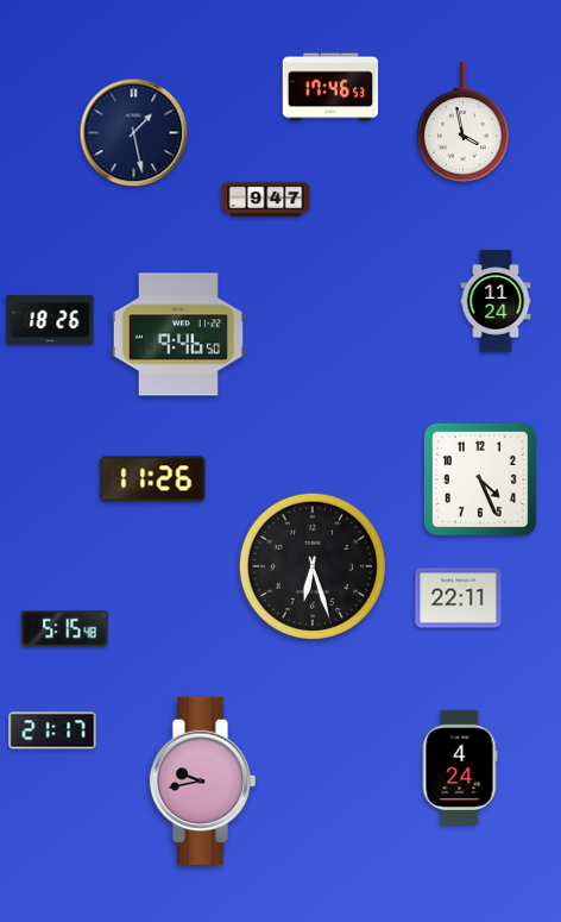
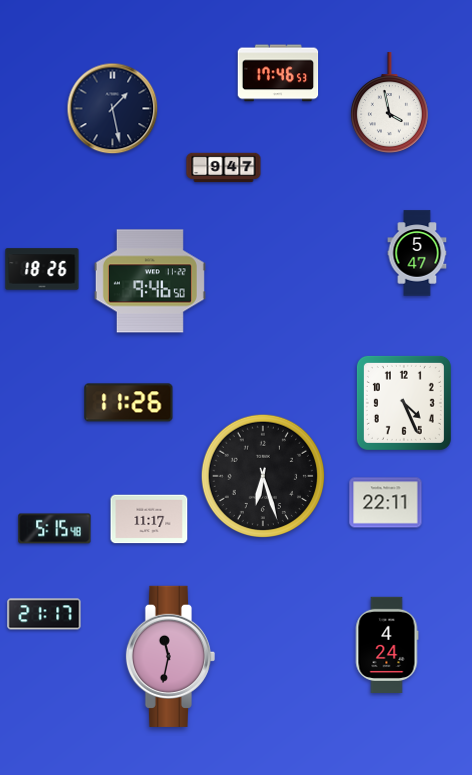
clock at (134, 133) position: (134, 133) -> (113, 109)
clock at (496, 301): 11:24 -> 5:47
clock at (149, 519): none -> 11:17
clock at (202, 780): 9:43 -> 11:32
